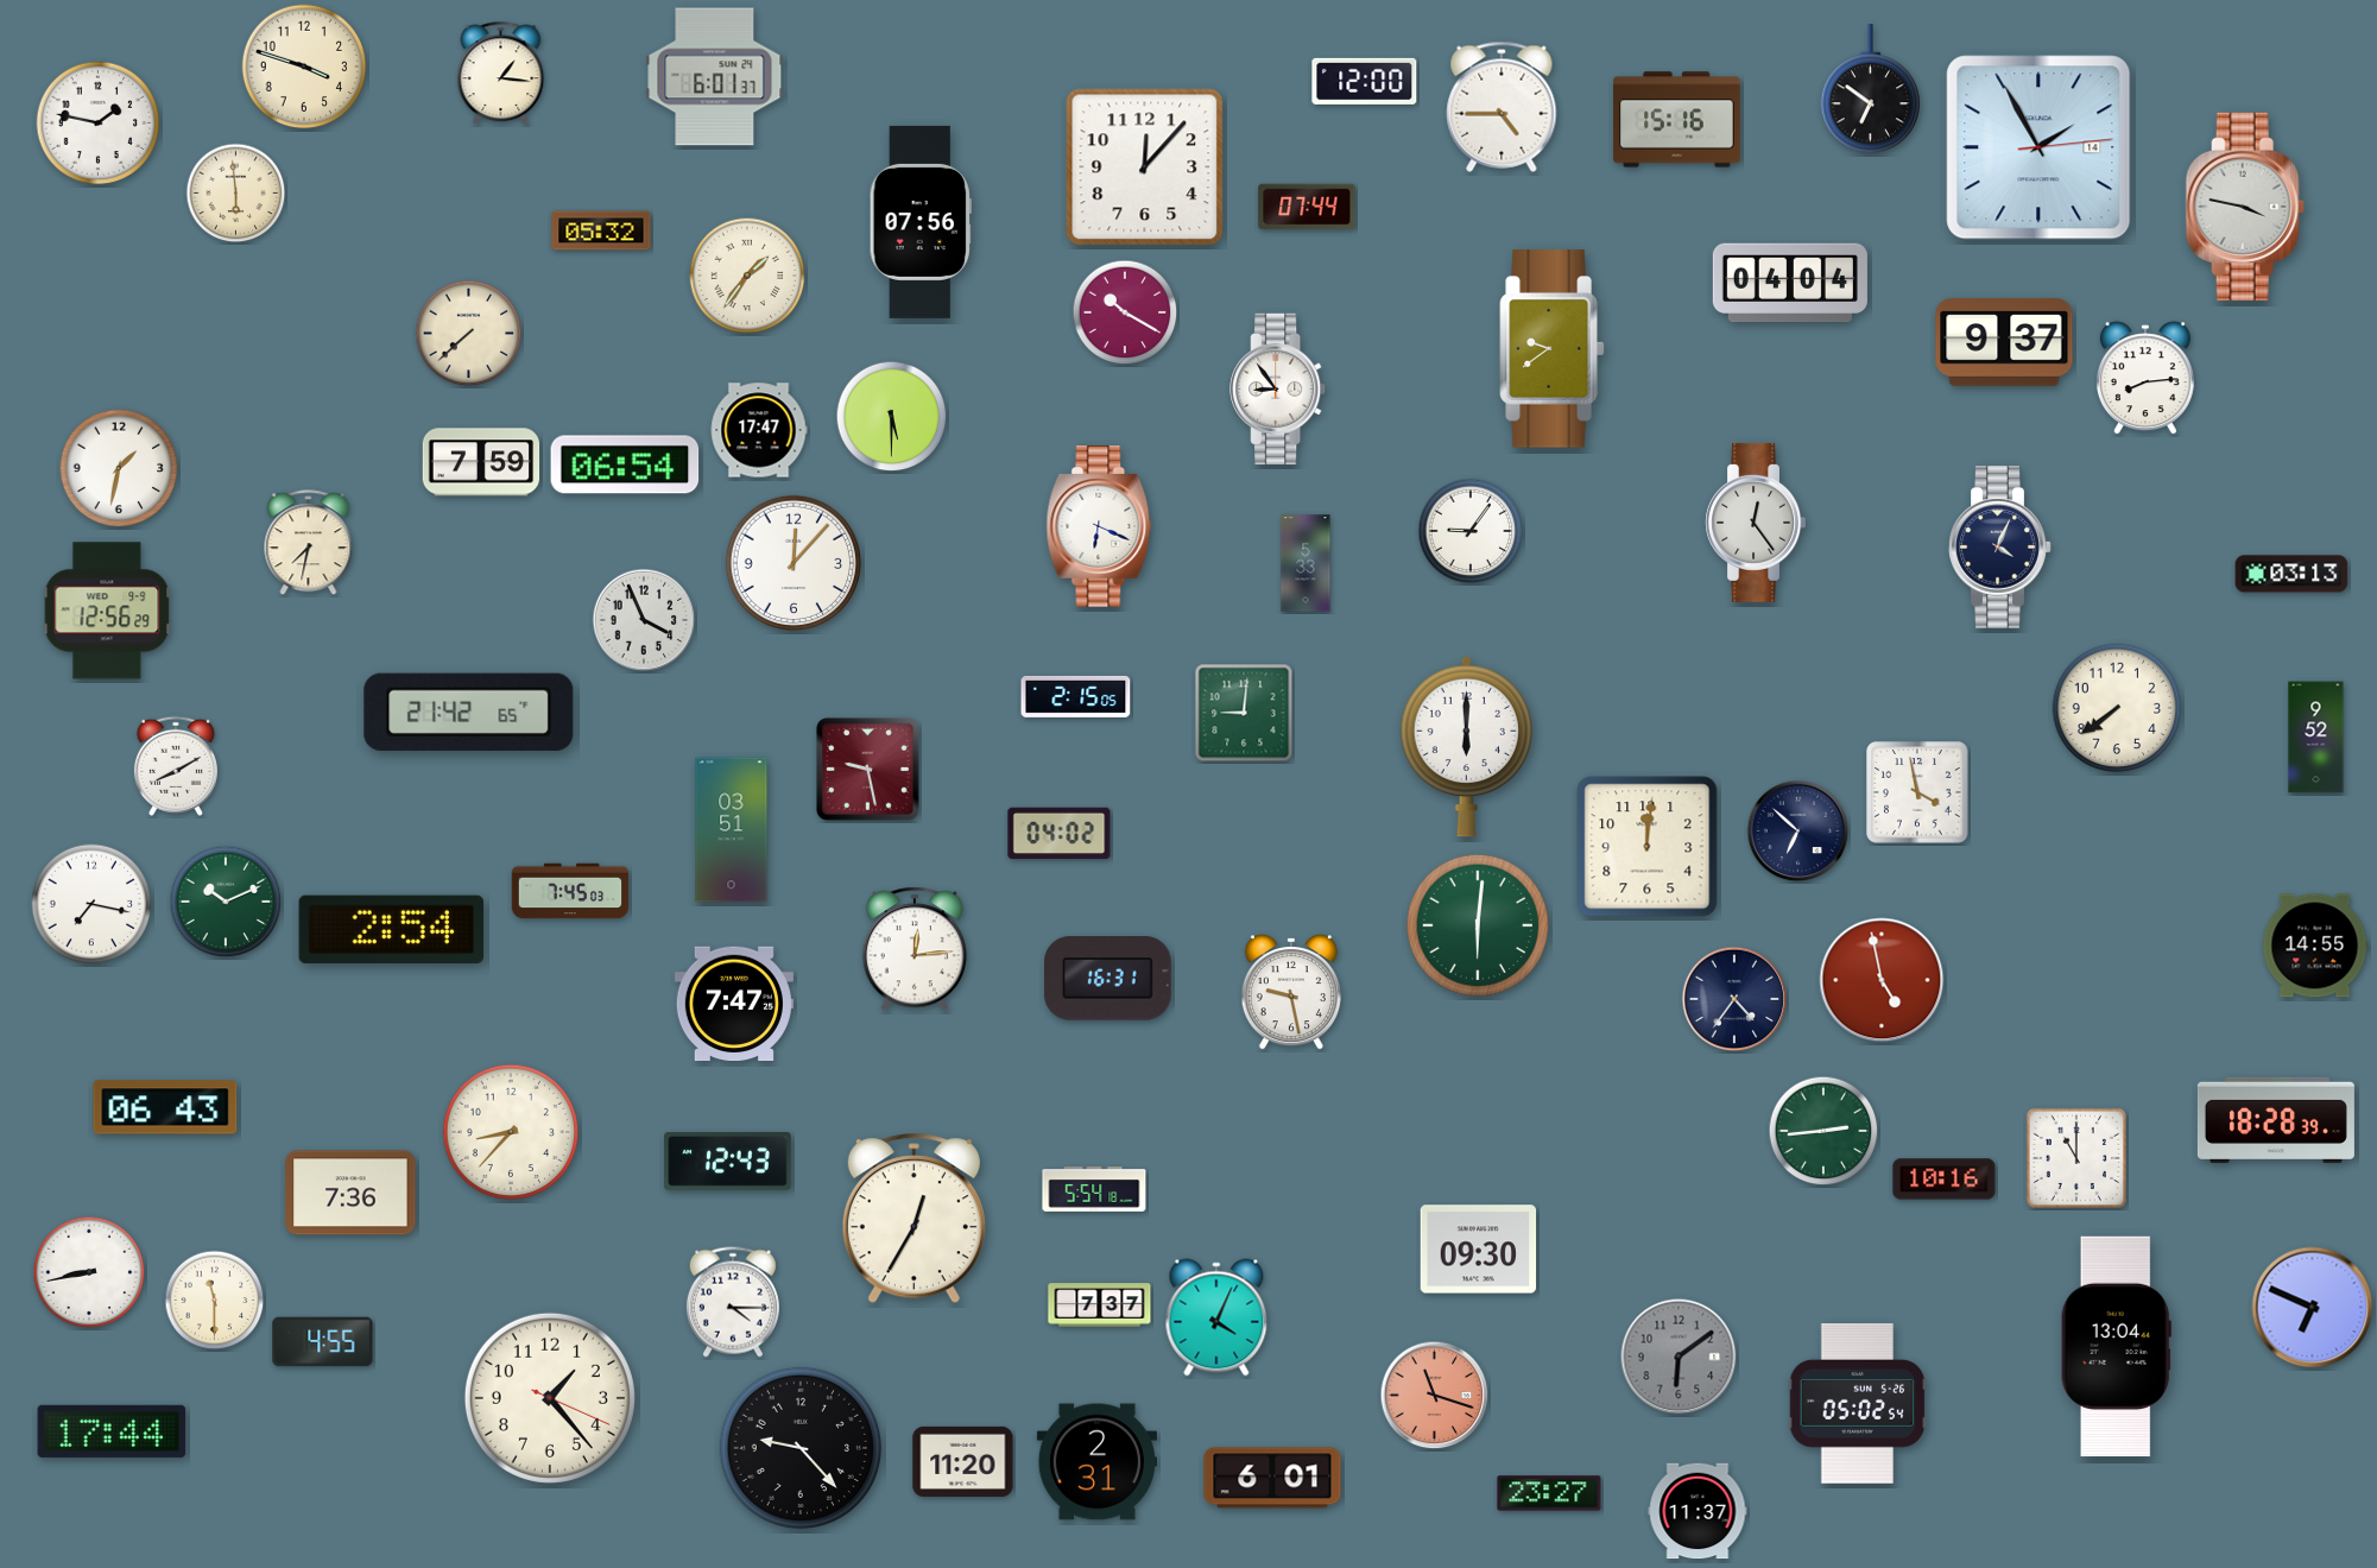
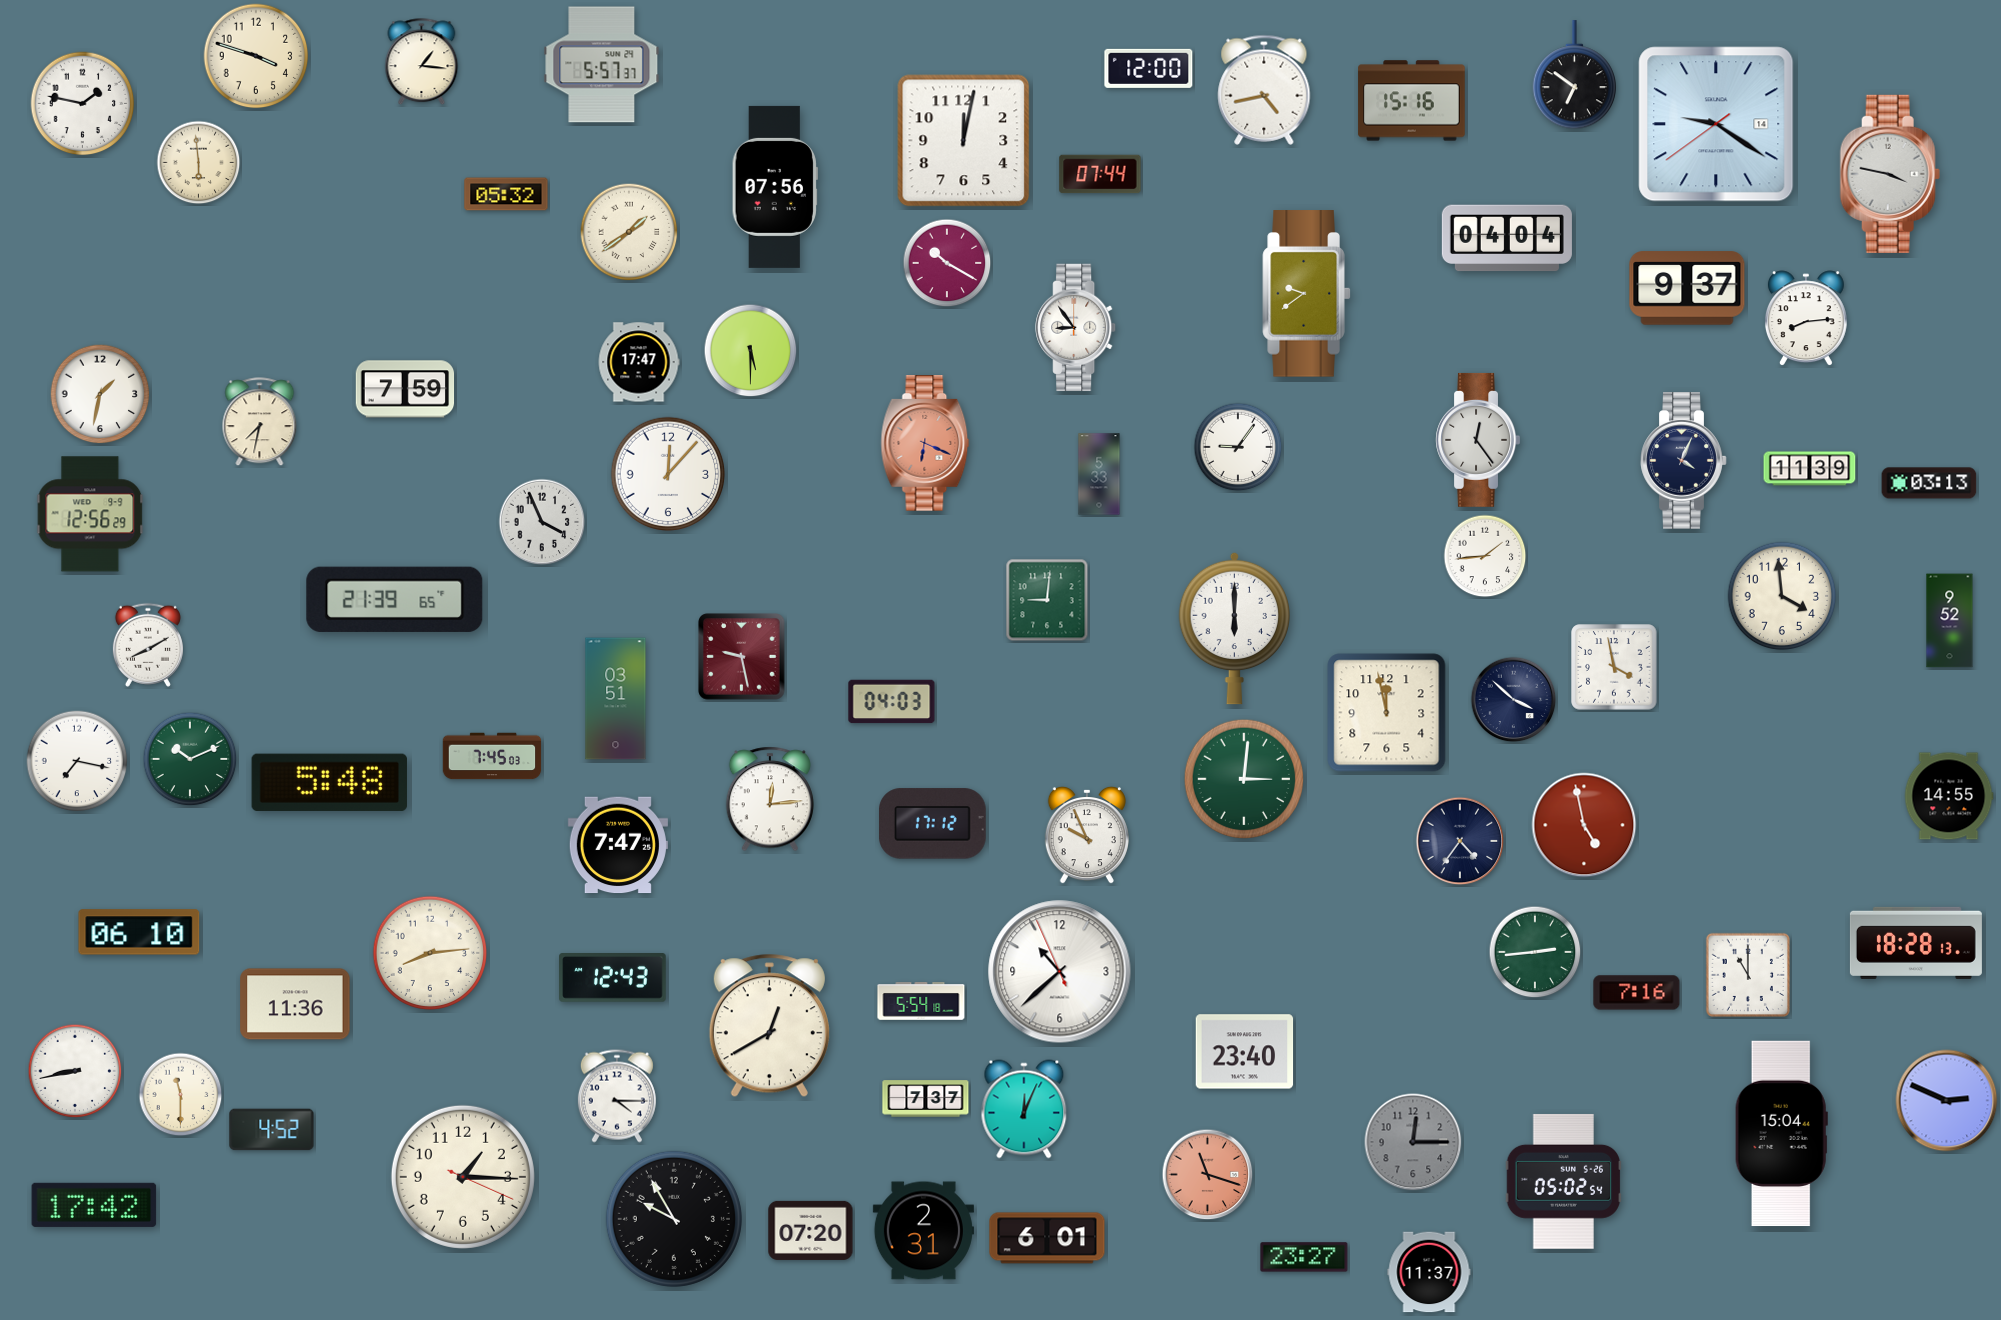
clock at (715, 77): 6:01 -> 5:57
clock at (1502, 107): 4:45 -> 4:43
clock at (2038, 147): 1:55 -> 9:20
clock at (1145, 167): 12:07 -> 12:02
clock at (747, 276): 1:36 -> 1:39
clock at (469, 334): 7:38 -> none
clock at (625, 464): 06:54 -> none
clock at (1099, 527) dial: white -> salmon
clock at (309, 543) position: (309, 543) -> (260, 422)
clock at (1810, 469): none -> 11:39
clock at (1485, 556): none -> 1:44
clock at (1076, 696): 2:15 -> none
clock at (2117, 708): 7:39 -> 3:59
clock at (469, 712): 21:42 -> 21:39
clock at (868, 770) position: (868, 770) -> (742, 657)
clock at (1798, 832): 6:52 -> 3:52
clock at (1060, 834): 04:02 -> 04:03
clock at (1648, 847): 12:01 -> 11:58
clock at (570, 891) position: (570, 891) -> (492, 756)
clock at (1477, 924): 6:01 -> 3:01
clock at (391, 929): 2:54 -> 5:48
clock at (1108, 979): 16:31 -> 17:12
clock at (1291, 992): 9:28 -> 9:56
clock at (165, 1107): 06:43 -> 06:10
clock at (2276, 1120): 18:28:39 -> 18:28:13
clock at (511, 1132): 8:37 -> 8:14
clock at (1060, 972): none -> 10:37
clock at (1945, 1180): 10:16 -> 7:16
clock at (350, 1193): 7:36 -> 11:36
clock at (913, 1219): 12:35 -> 12:40
clock at (1479, 1250): 09:30 -> 23:40
clock at (2313, 1308): 6:49 -> 2:49
clock at (1216, 1317): 4:04 -> 12:04
clock at (323, 1342): 4:55 -> 4:52
clock at (2116, 1347): 13:04 -> 15:04
clock at (1679, 1357): 6:09 -> 12:15
clock at (550, 1398): 1:23 -> 1:15
clock at (112, 1431): 17:44 -> 17:42
clock at (801, 1448): 9:23 -> 9:55
clock at (963, 1461): 11:20 -> 07:20
clock at (1272, 1478) position: (1272, 1478) -> (1047, 1238)
